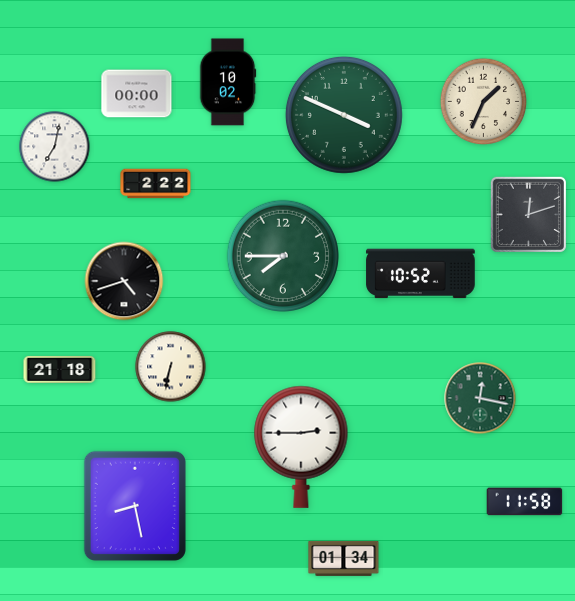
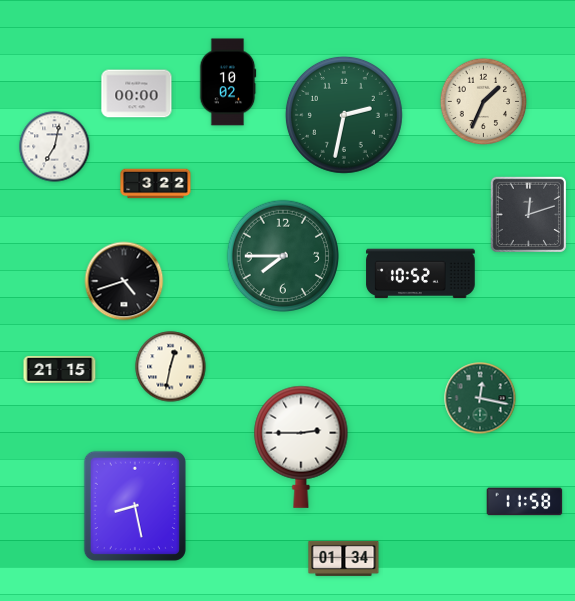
clock at (344, 115): 3:49 -> 2:32
clock at (156, 184): 2:22 -> 3:22
clock at (171, 367): 6:32 -> 12:32
clock at (60, 369): 21:18 -> 21:15
